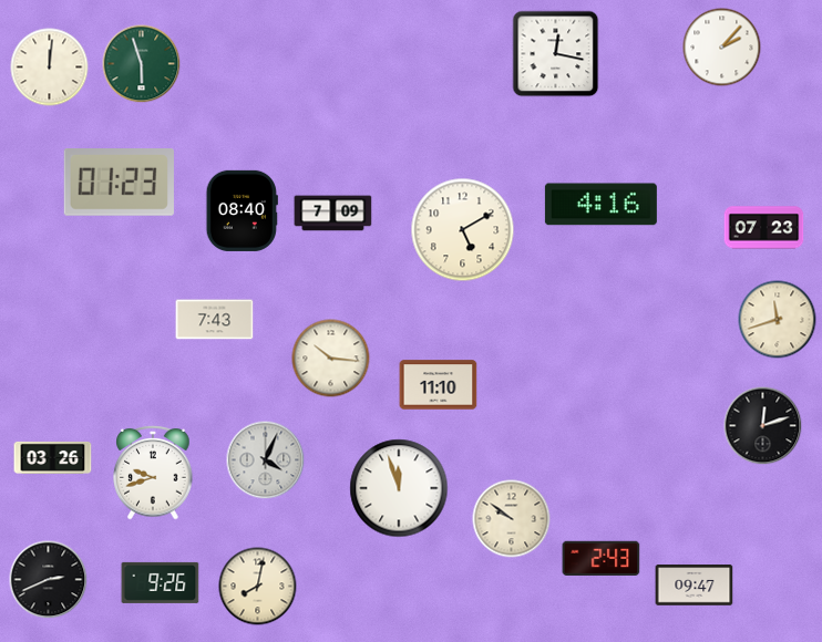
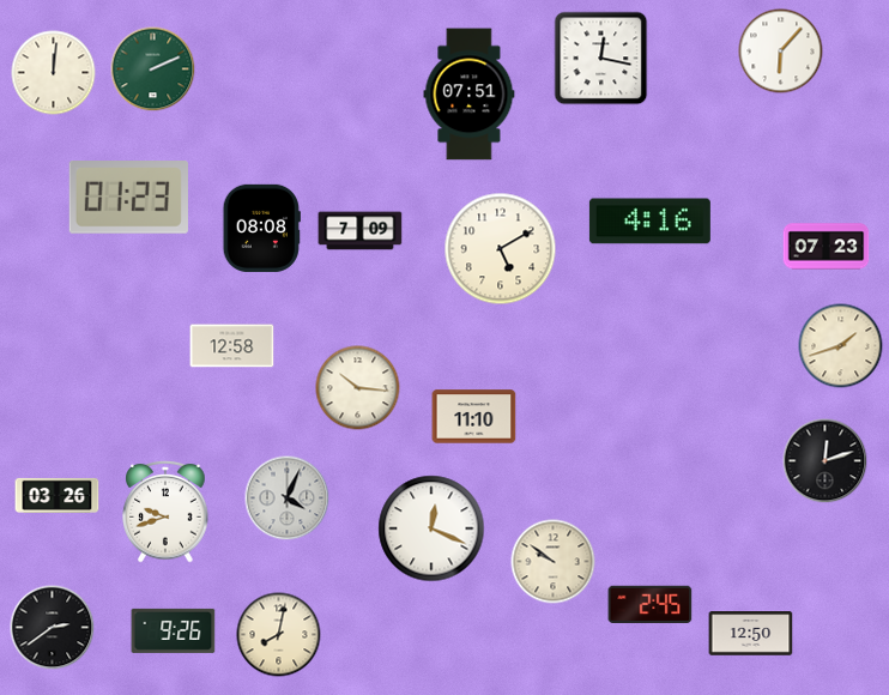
clock at (722, 48): 2:07 -> 6:07
clock at (142, 64): 5:57 -> 2:11
clock at (470, 95): none -> 07:51
clock at (242, 210): 08:40 -> 08:08
clock at (215, 320): 7:43 -> 12:58
clock at (778, 320): 11:42 -> 1:42
clock at (399, 488): 11:57 -> 12:19
clock at (602, 558): 2:43 -> 2:45
clock at (49, 580): 2:41 -> 2:39
clock at (695, 586): 09:47 -> 12:50
